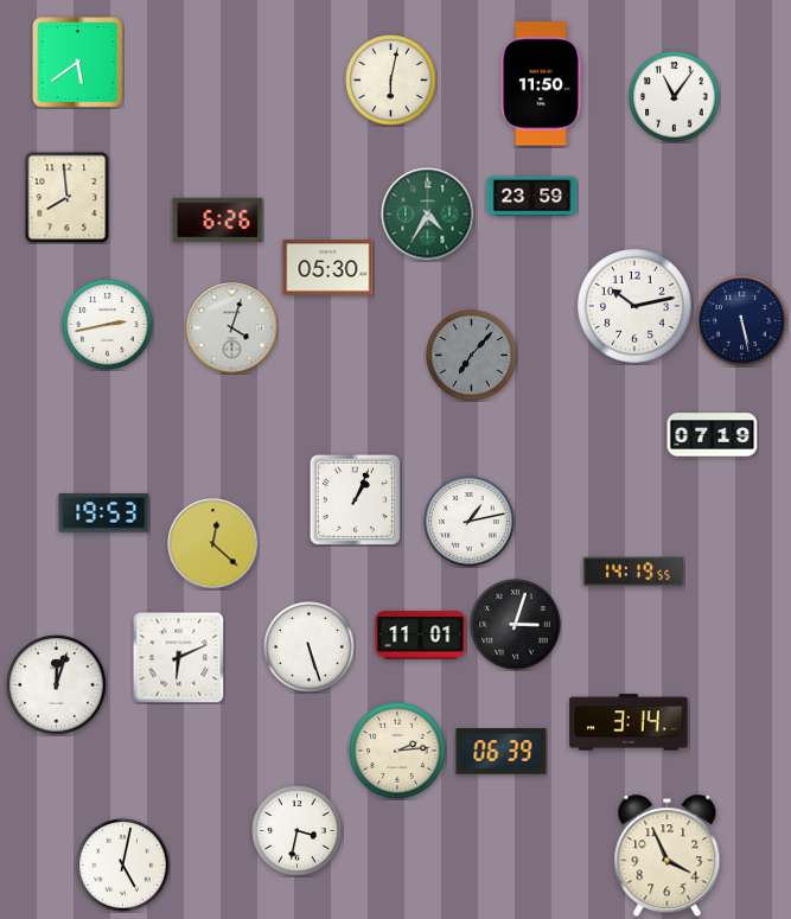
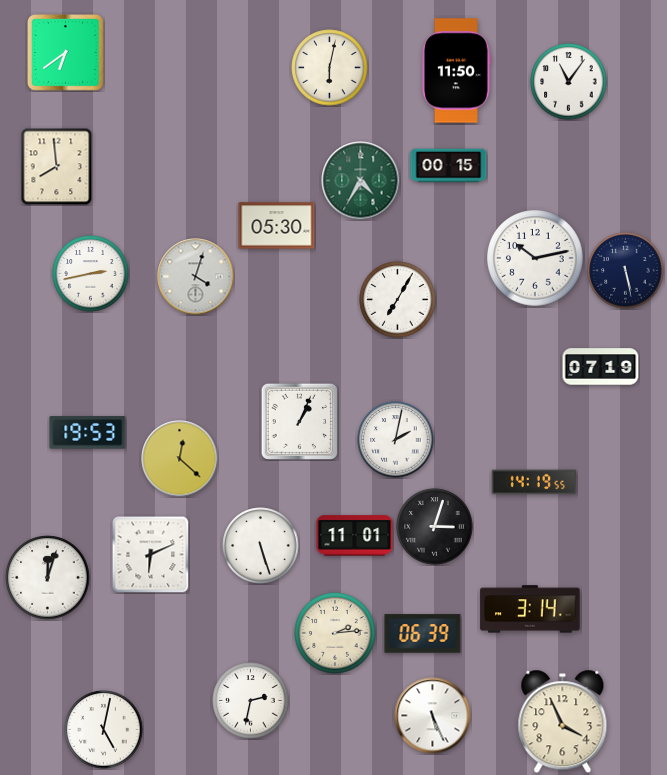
clock at (78, 63): 5:39 -> 6:39
clock at (532, 197): 23:59 -> 00:15
clock at (218, 221): 6:26 -> none
clock at (472, 356): 7:07 -> 7:05
clock at (472, 356) dial: grey -> white
clock at (470, 522): 1:13 -> 2:02
clock at (298, 831): 3:32 -> 2:32
clock at (433, 716): none -> 5:26
